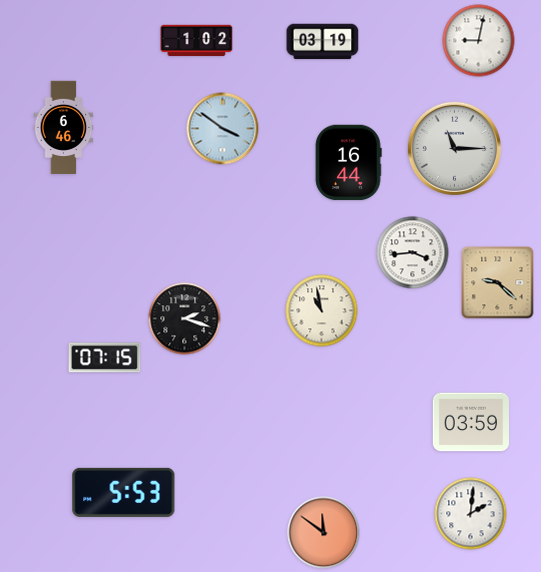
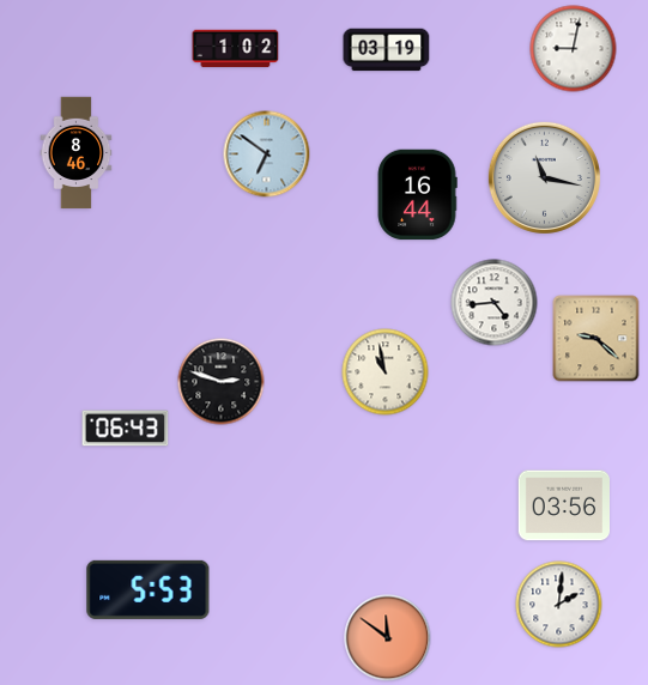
clock at (64, 128): 6:46 -> 8:46
clock at (223, 129): 3:51 -> 6:51
clock at (454, 148): 11:15 -> 11:17
clock at (413, 253): 3:44 -> 4:44
clock at (185, 319): 2:18 -> 2:48
clock at (105, 358): 07:15 -> 06:43
clock at (470, 422): 03:59 -> 03:56
clock at (471, 514) position: (471, 514) -> (559, 605)
